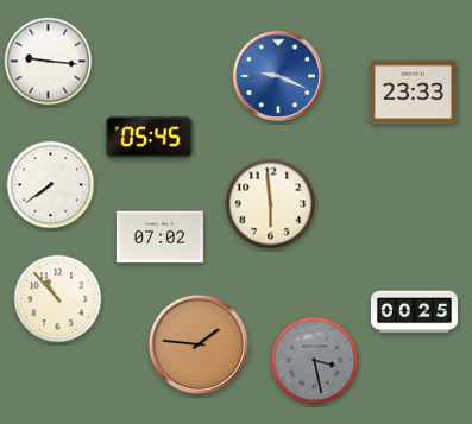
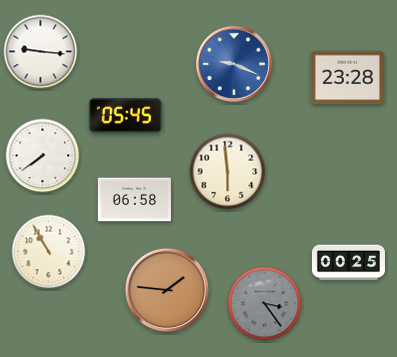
clock at (413, 93): 23:33 -> 23:28
clock at (159, 238): 07:02 -> 06:58
clock at (58, 299): 10:53 -> 10:55
clock at (315, 361): 3:28 -> 3:24
